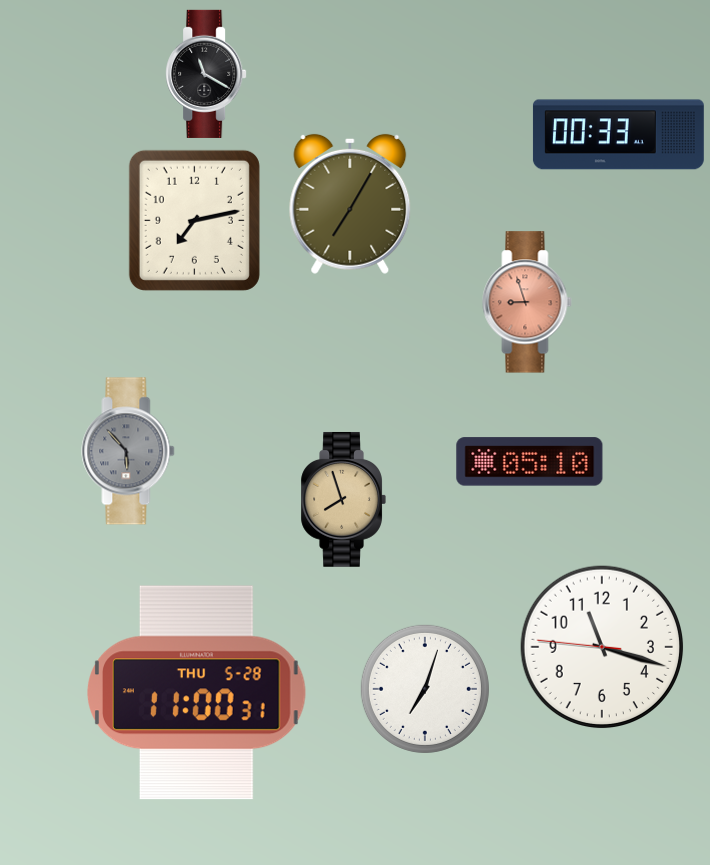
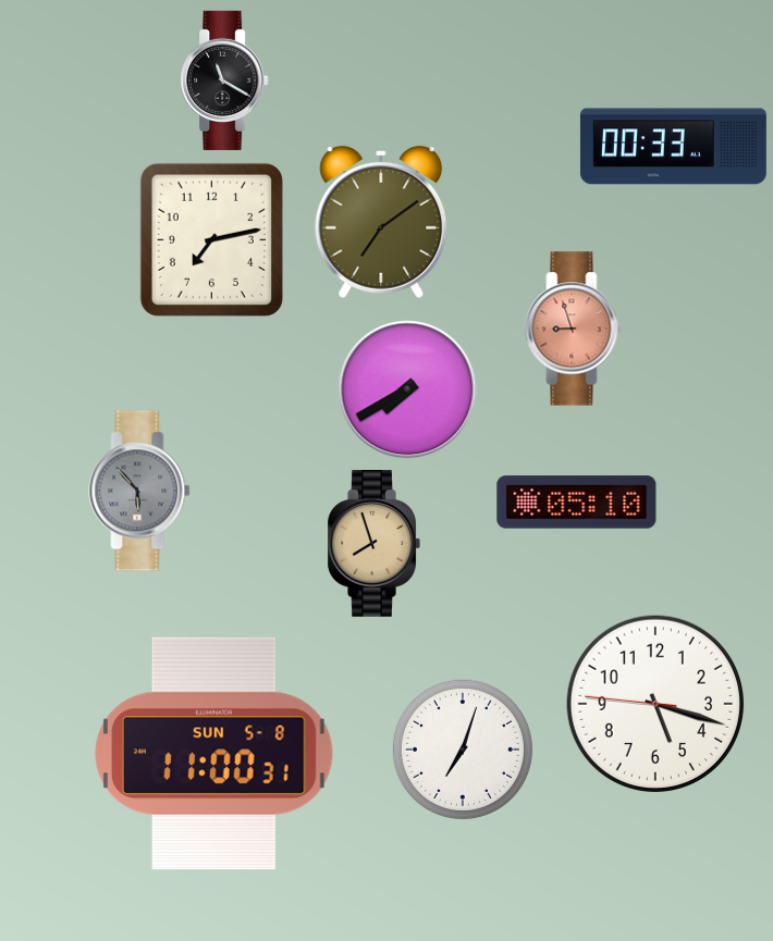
clock at (350, 204): 7:05 -> 7:09
clock at (407, 389): none -> 7:40
clock at (602, 647): 11:17 -> 5:17
clock at (197, 693) date: THU 5-28 -> SUN 5-8
